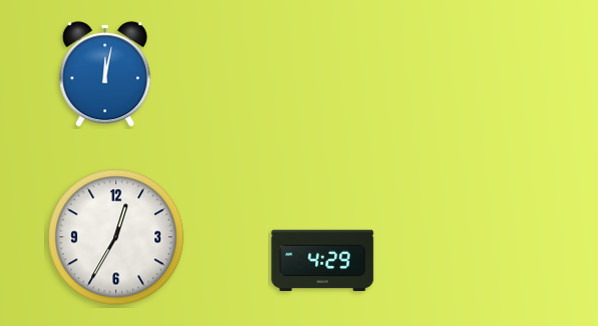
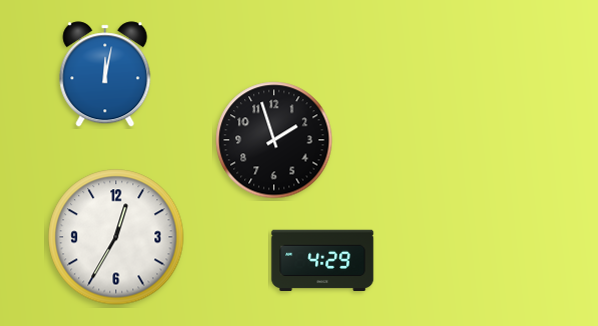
clock at (274, 140): none -> 1:57
